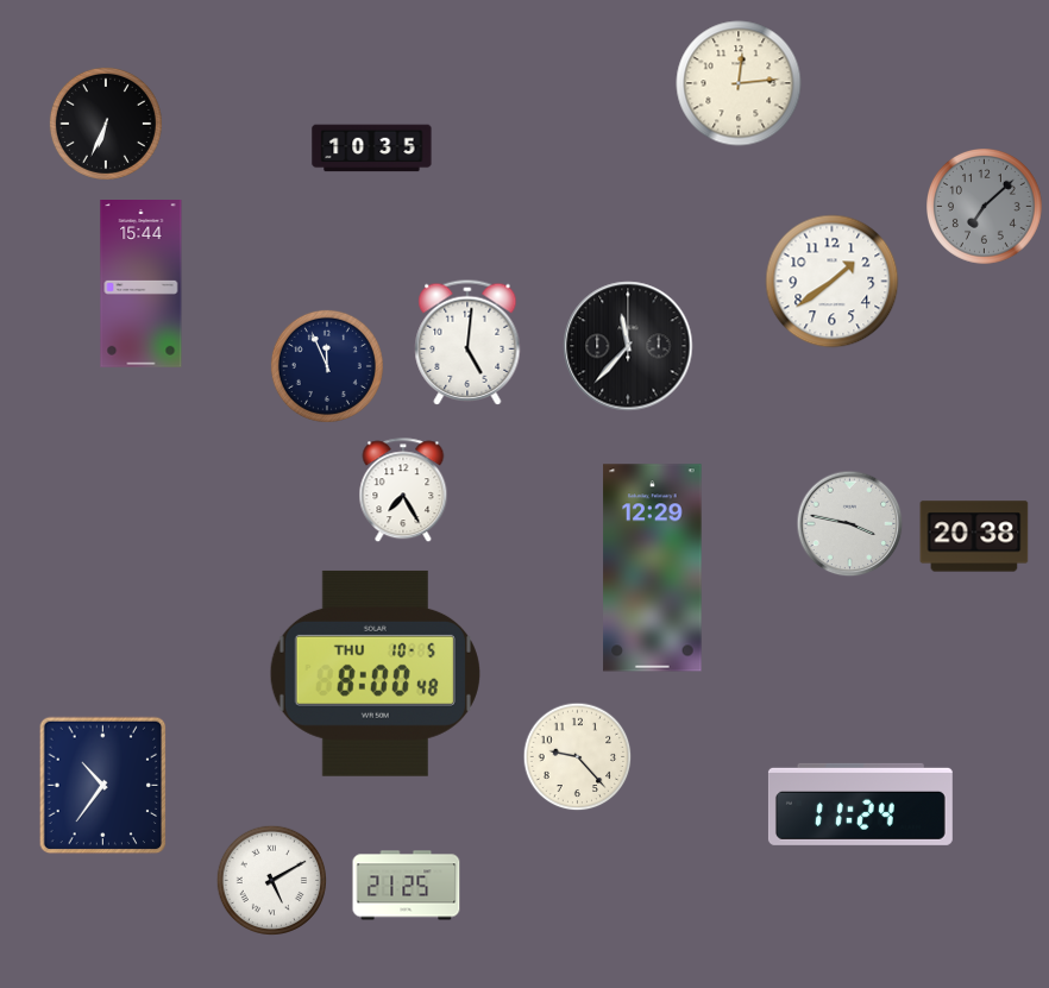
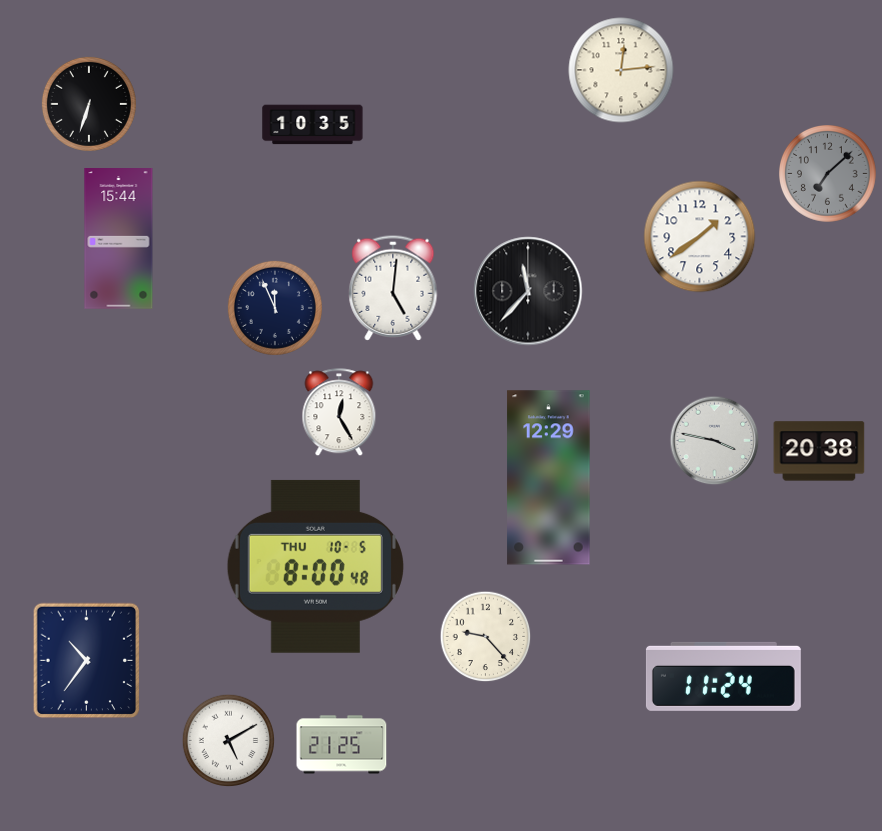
clock at (106, 124): 6:34 -> 6:33
clock at (403, 491): 7:25 -> 12:25
